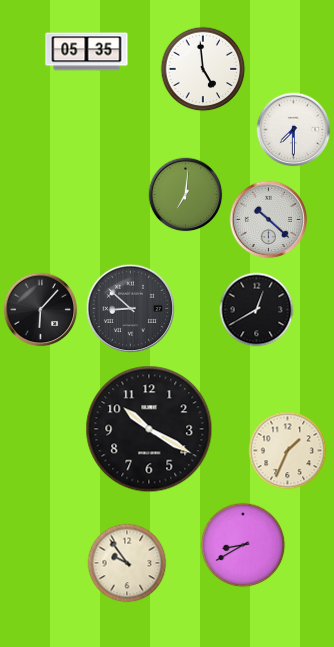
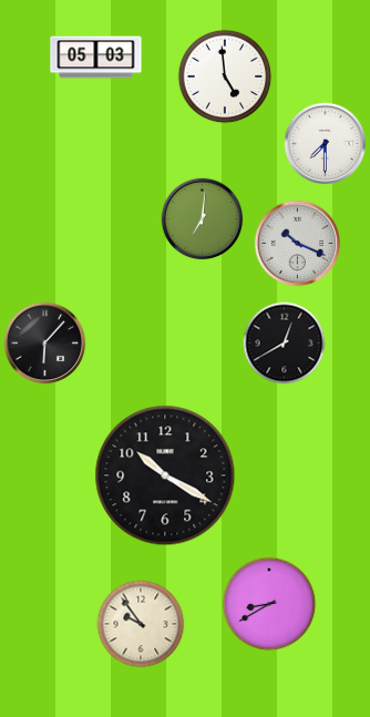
clock at (87, 52): 05:35 -> 05:03
clock at (186, 195) position: (186, 195) -> (203, 219)
clock at (269, 220): 10:22 -> 10:19
clock at (130, 308): 8:52 -> none
clock at (288, 451): 1:34 -> none
